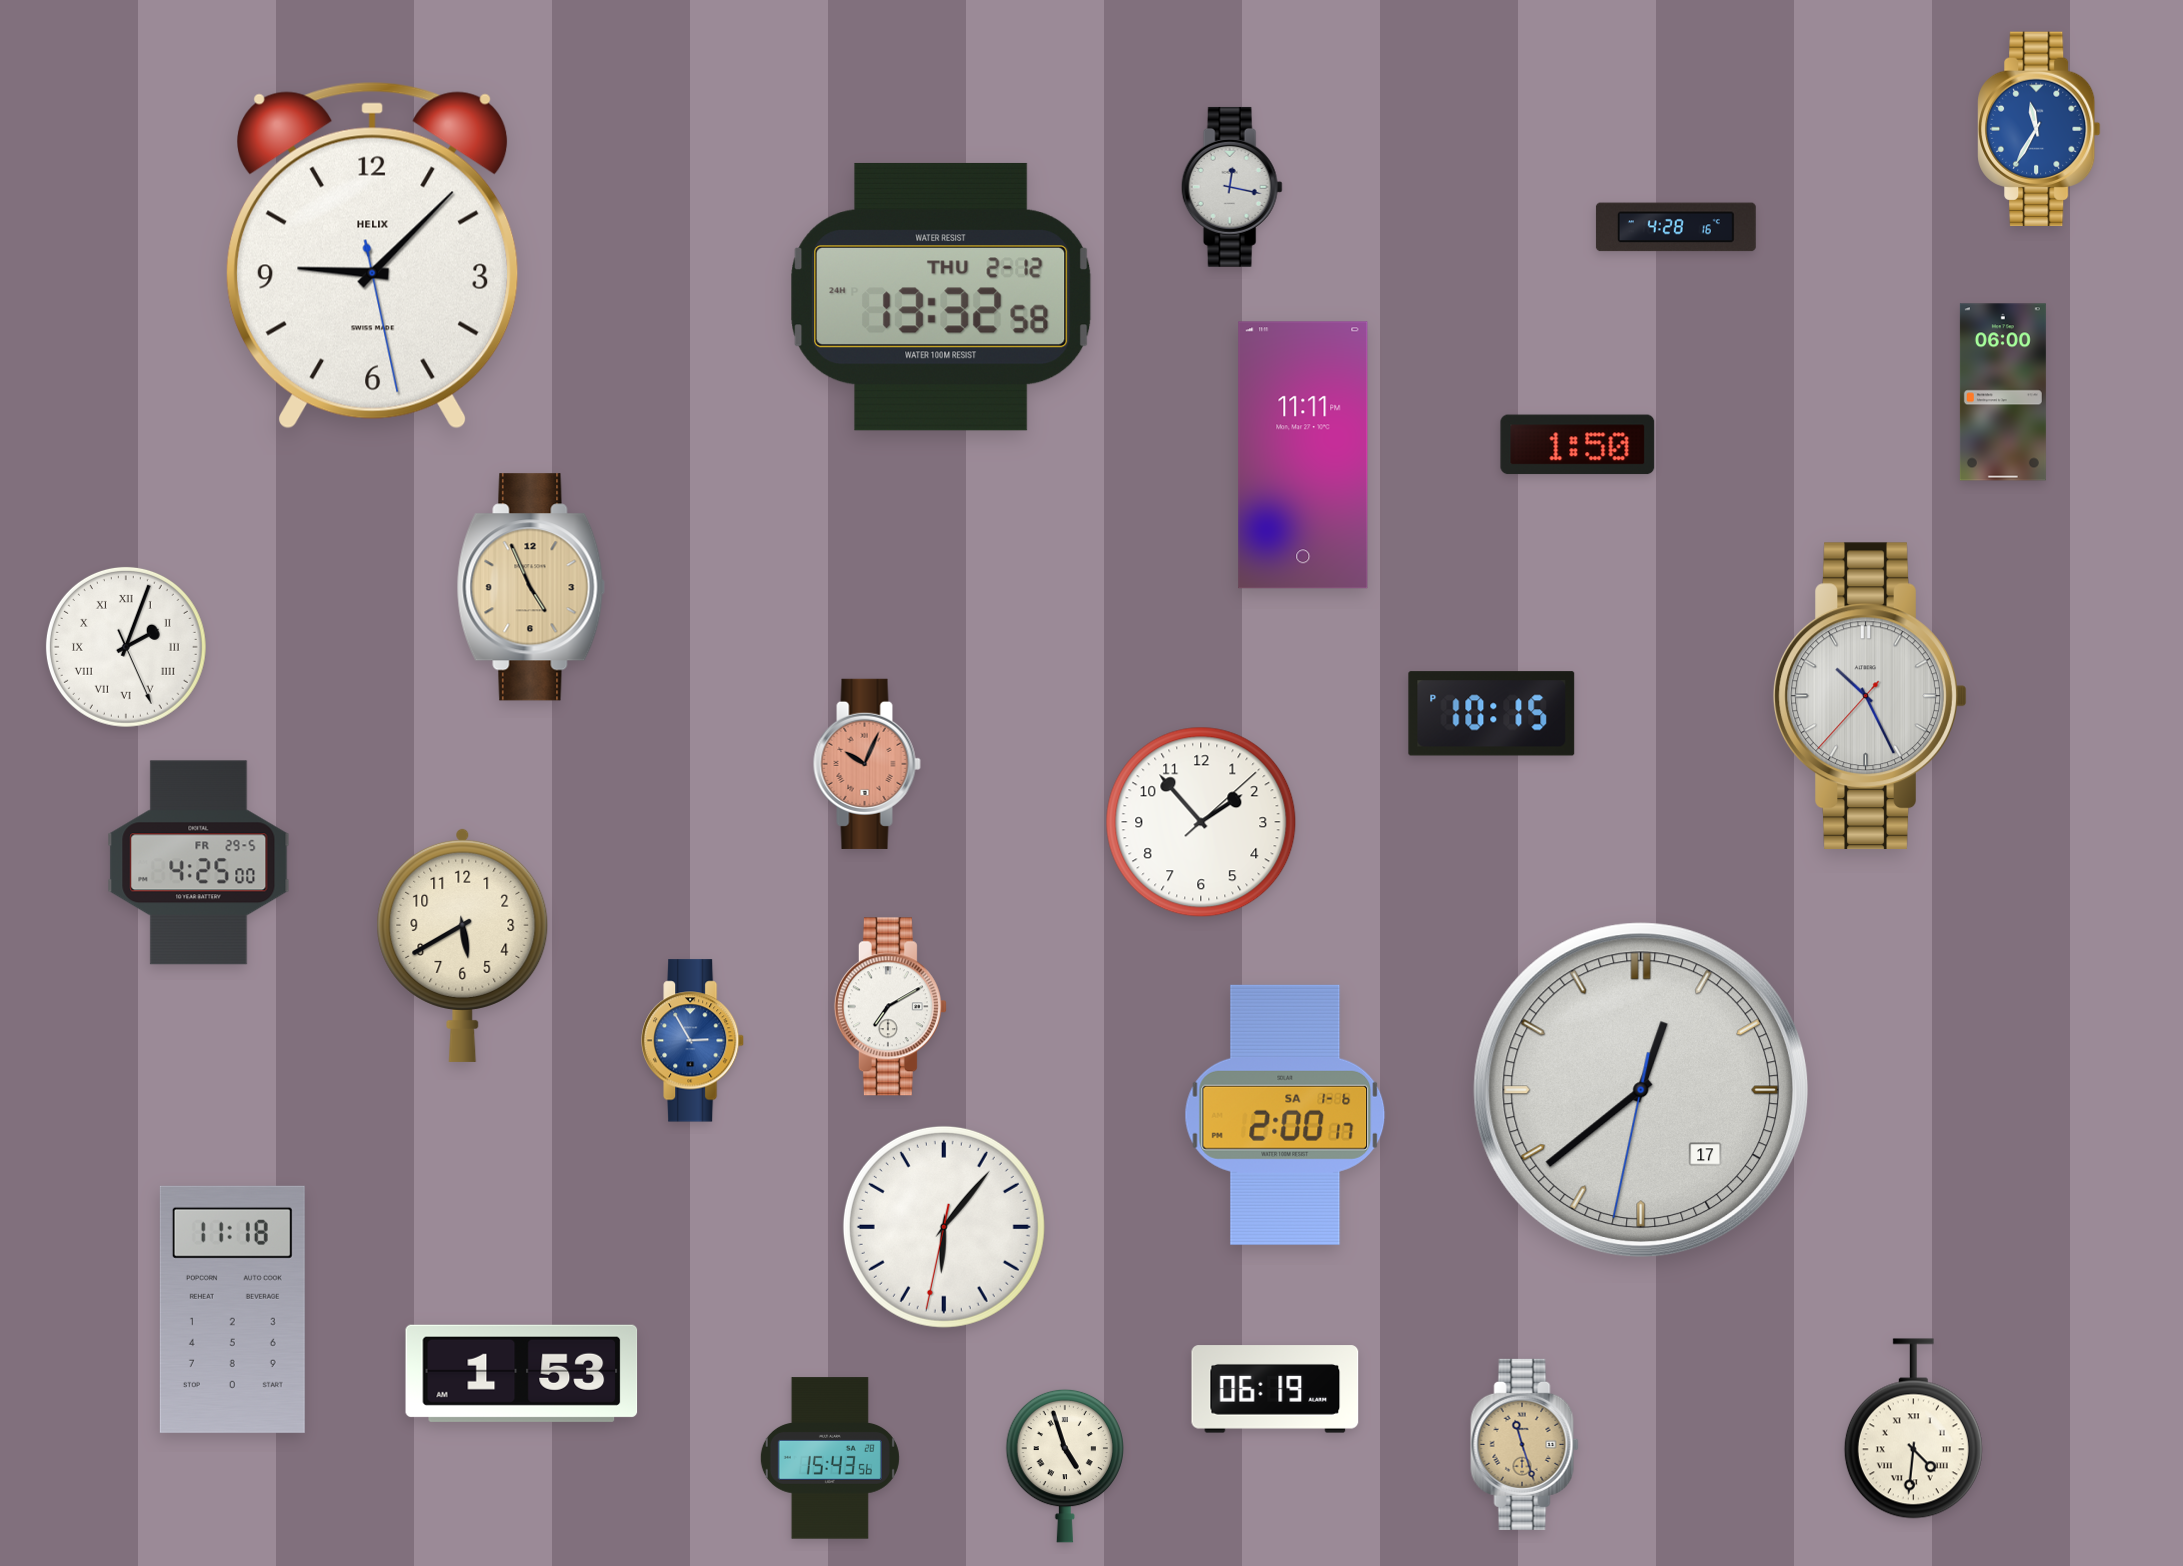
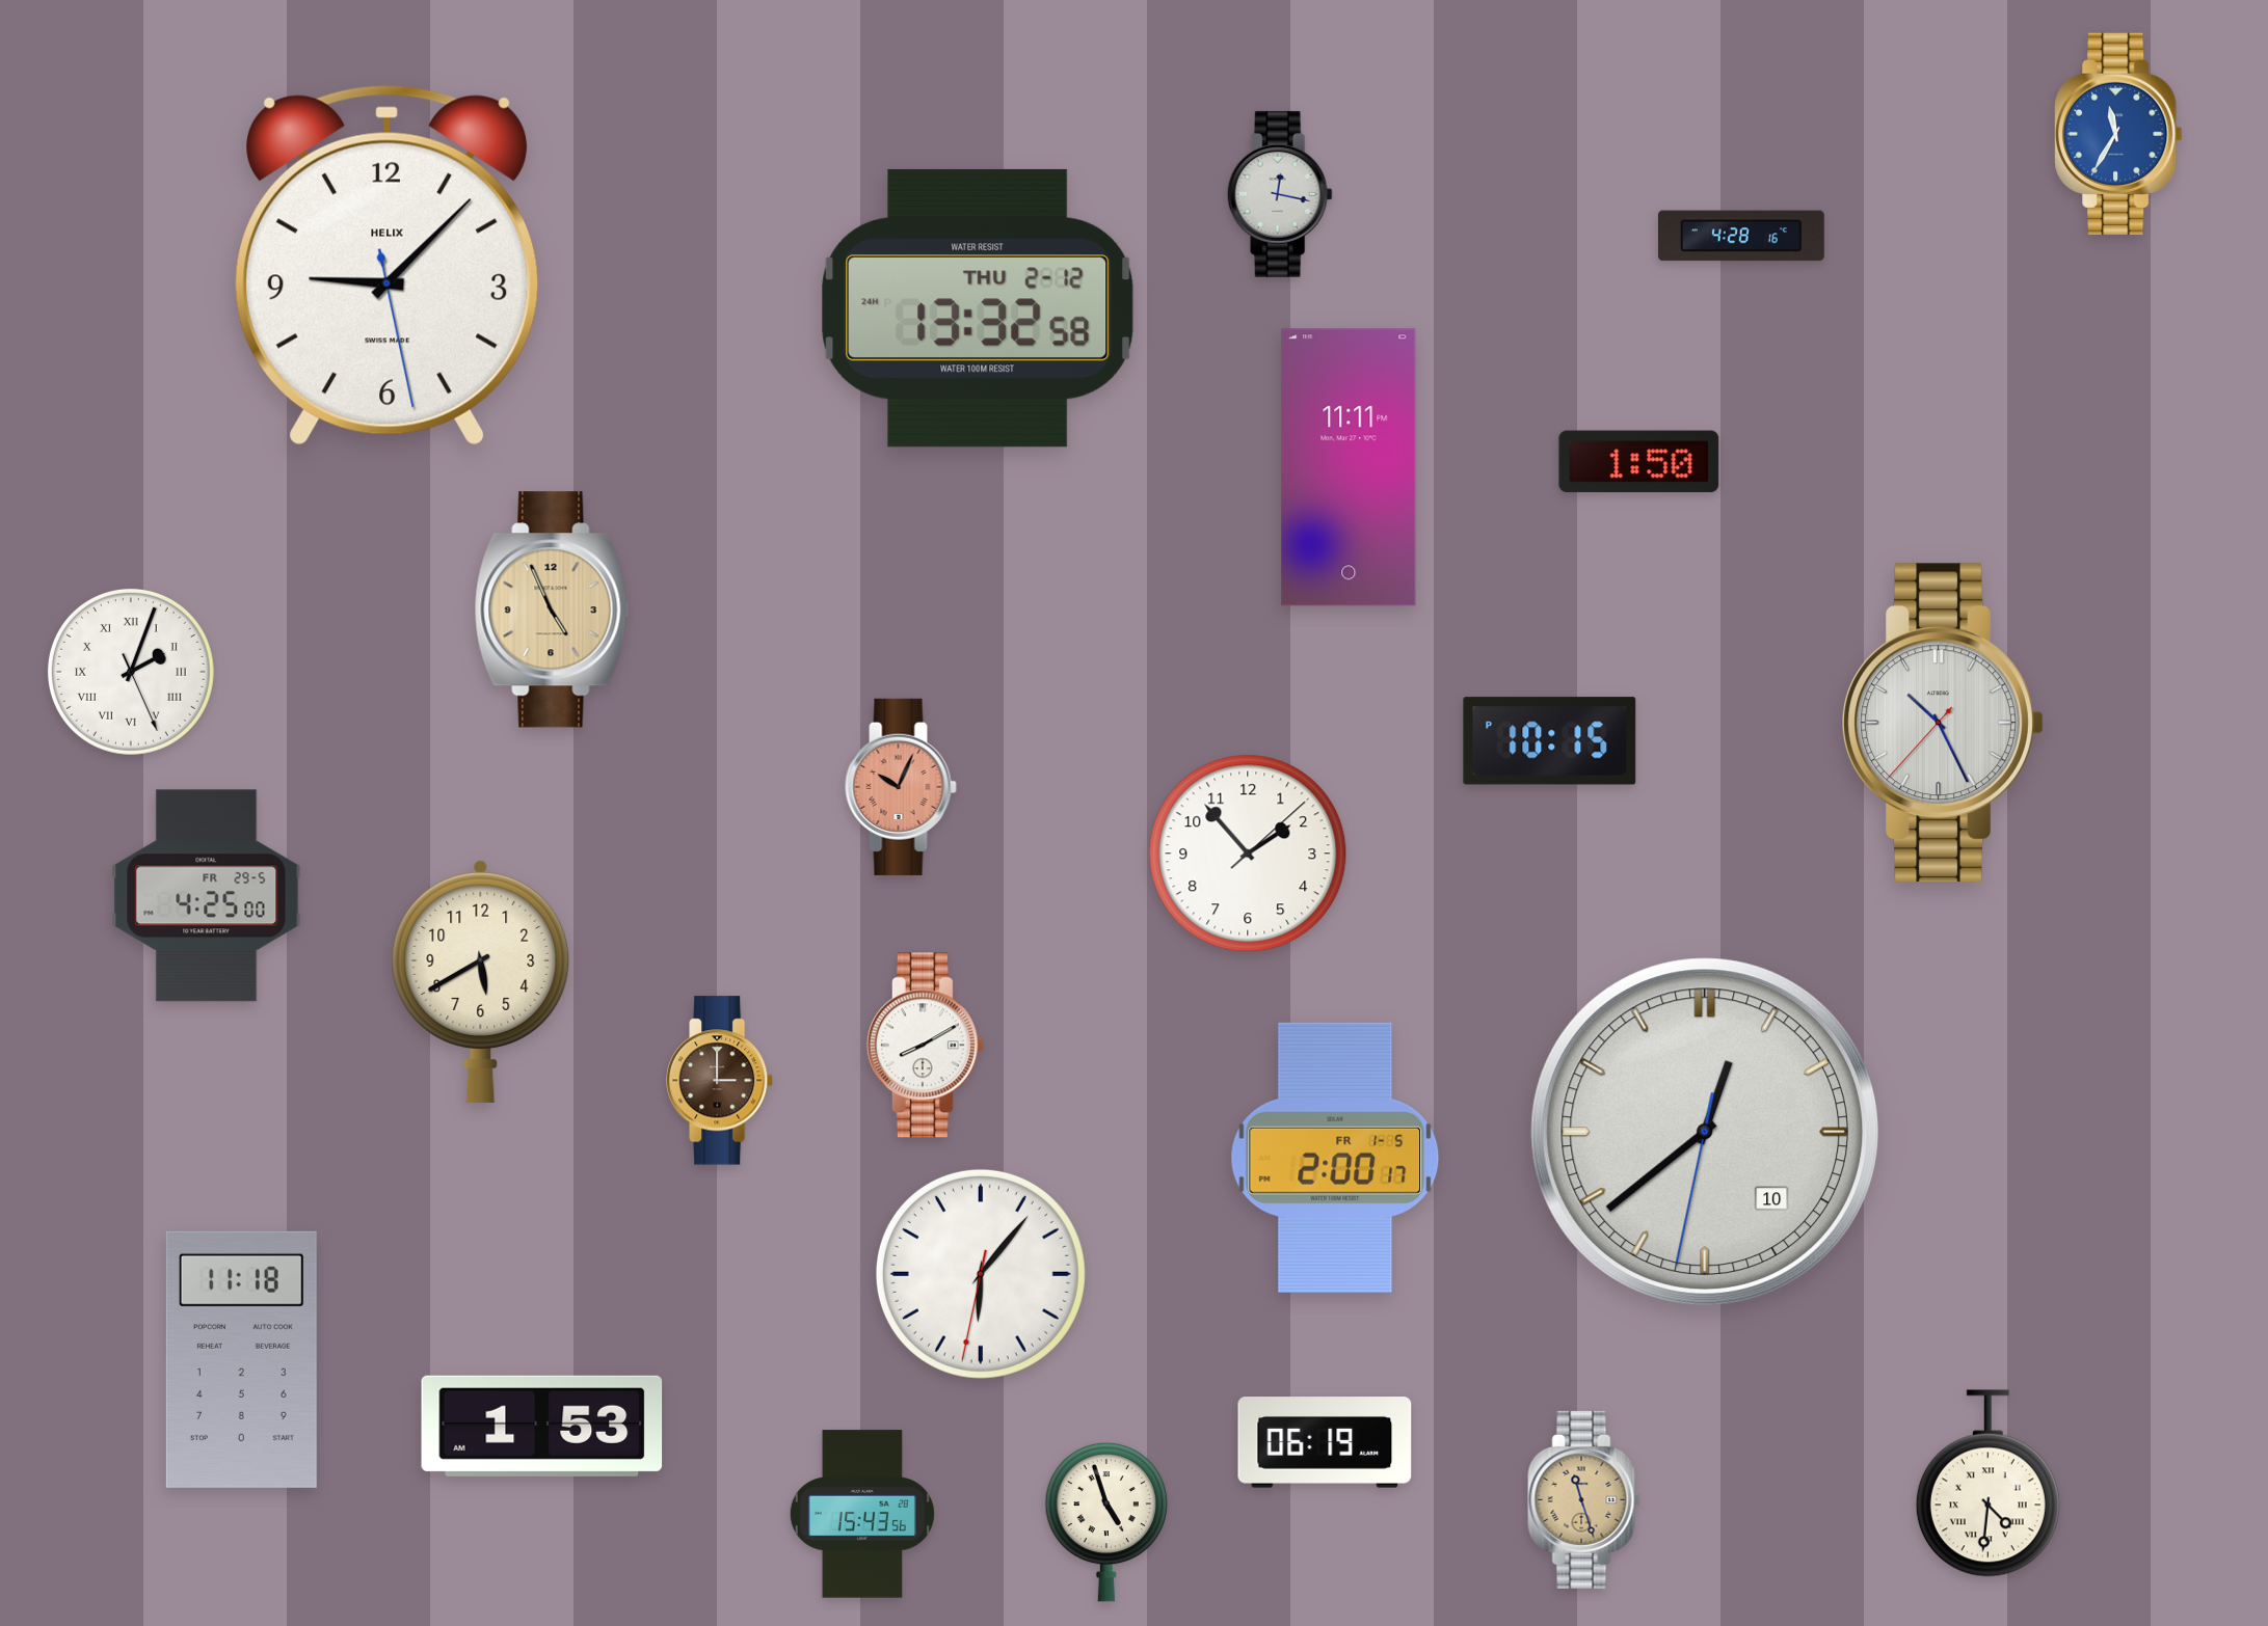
clock at (2003, 392): 06:00 -> none
clock at (1303, 455) position: (1303, 455) -> (1349, 467)
clock at (867, 764) position: (867, 764) -> (901, 787)
clock at (890, 1007): 7:10 -> 8:10
clock at (694, 1041): 2:55 -> 3:00
clock at (694, 1041) dial: blue -> brown
clock at (1640, 1089) date: 17 -> 10
clock at (1285, 1115) date: SA 1-6 -> FR 1-5
